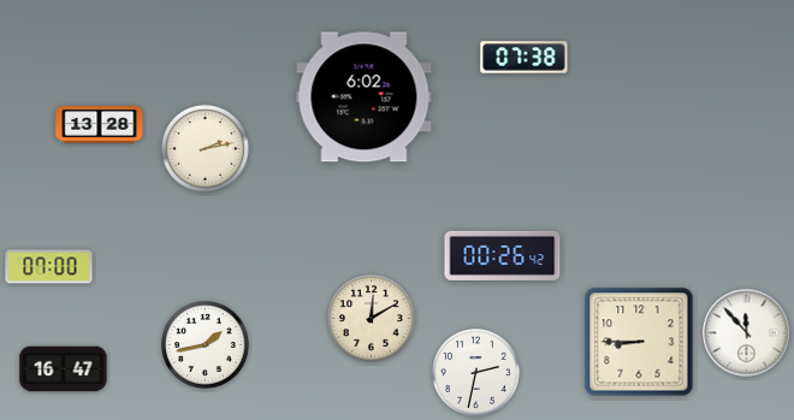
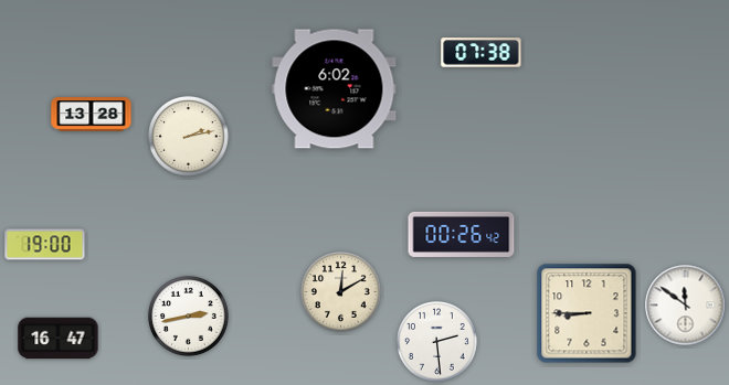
clock at (49, 267): 07:00 -> 19:00
clock at (747, 333): 11:53 -> 11:51
clock at (206, 345): 1:43 -> 2:43
clock at (476, 373): 2:32 -> 2:29
